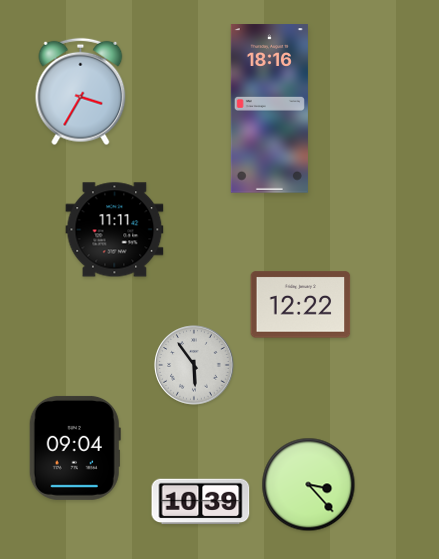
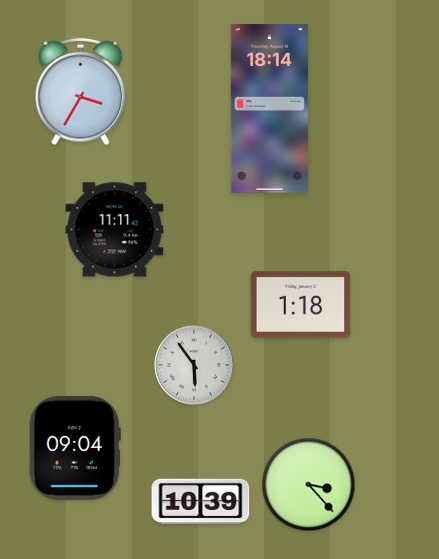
clock at (269, 109): 18:16 -> 18:14
clock at (301, 305): 12:22 -> 1:18
